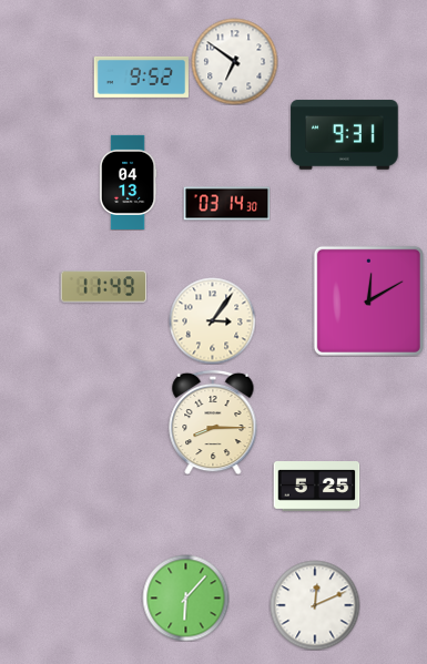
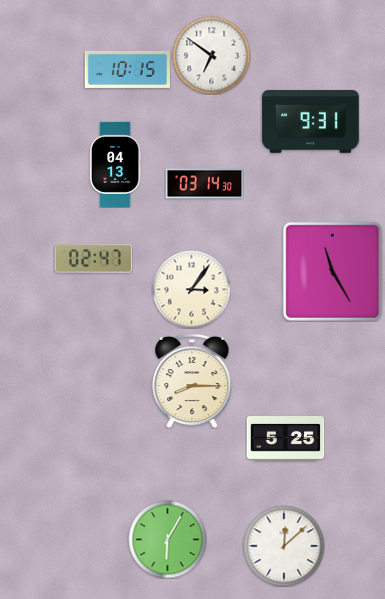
clock at (141, 76): 9:52 -> 10:15
clock at (103, 287): 11:49 -> 02:47
clock at (368, 300): 12:10 -> 11:25
clock at (185, 597): 6:07 -> 6:05
clock at (315, 605): 12:11 -> 12:08
